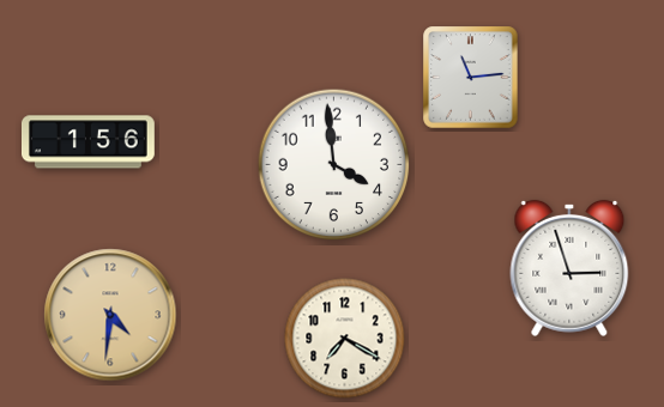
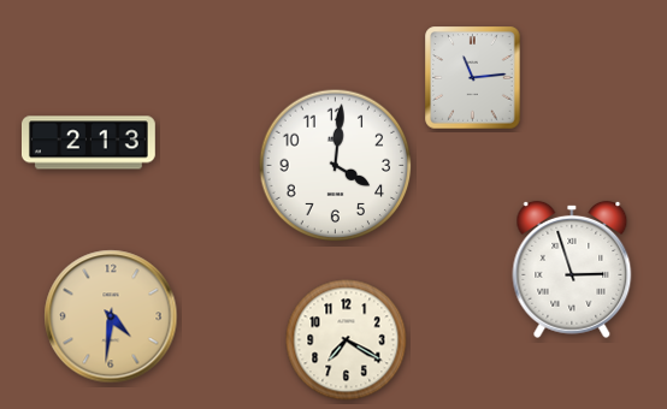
clock at (87, 142): 1:56 -> 2:13
clock at (334, 165): 3:59 -> 4:01
